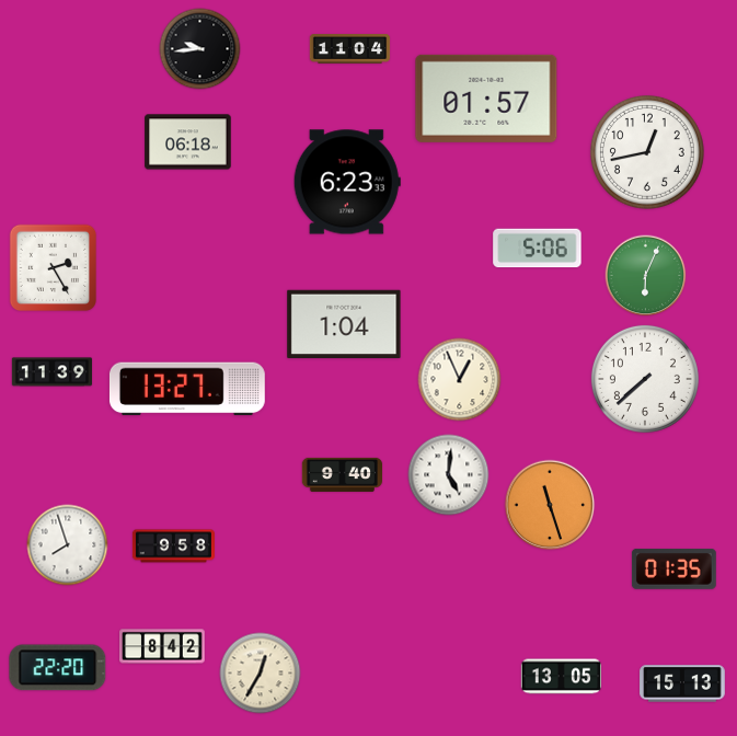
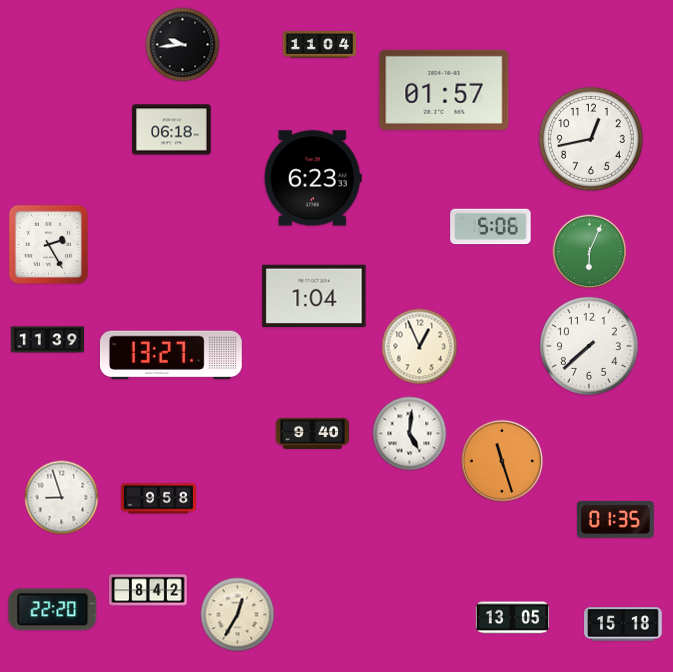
clock at (347, 182) position: (347, 182) -> (313, 178)
clock at (68, 545): 7:57 -> 8:57
clock at (682, 683): 15:13 -> 15:18
